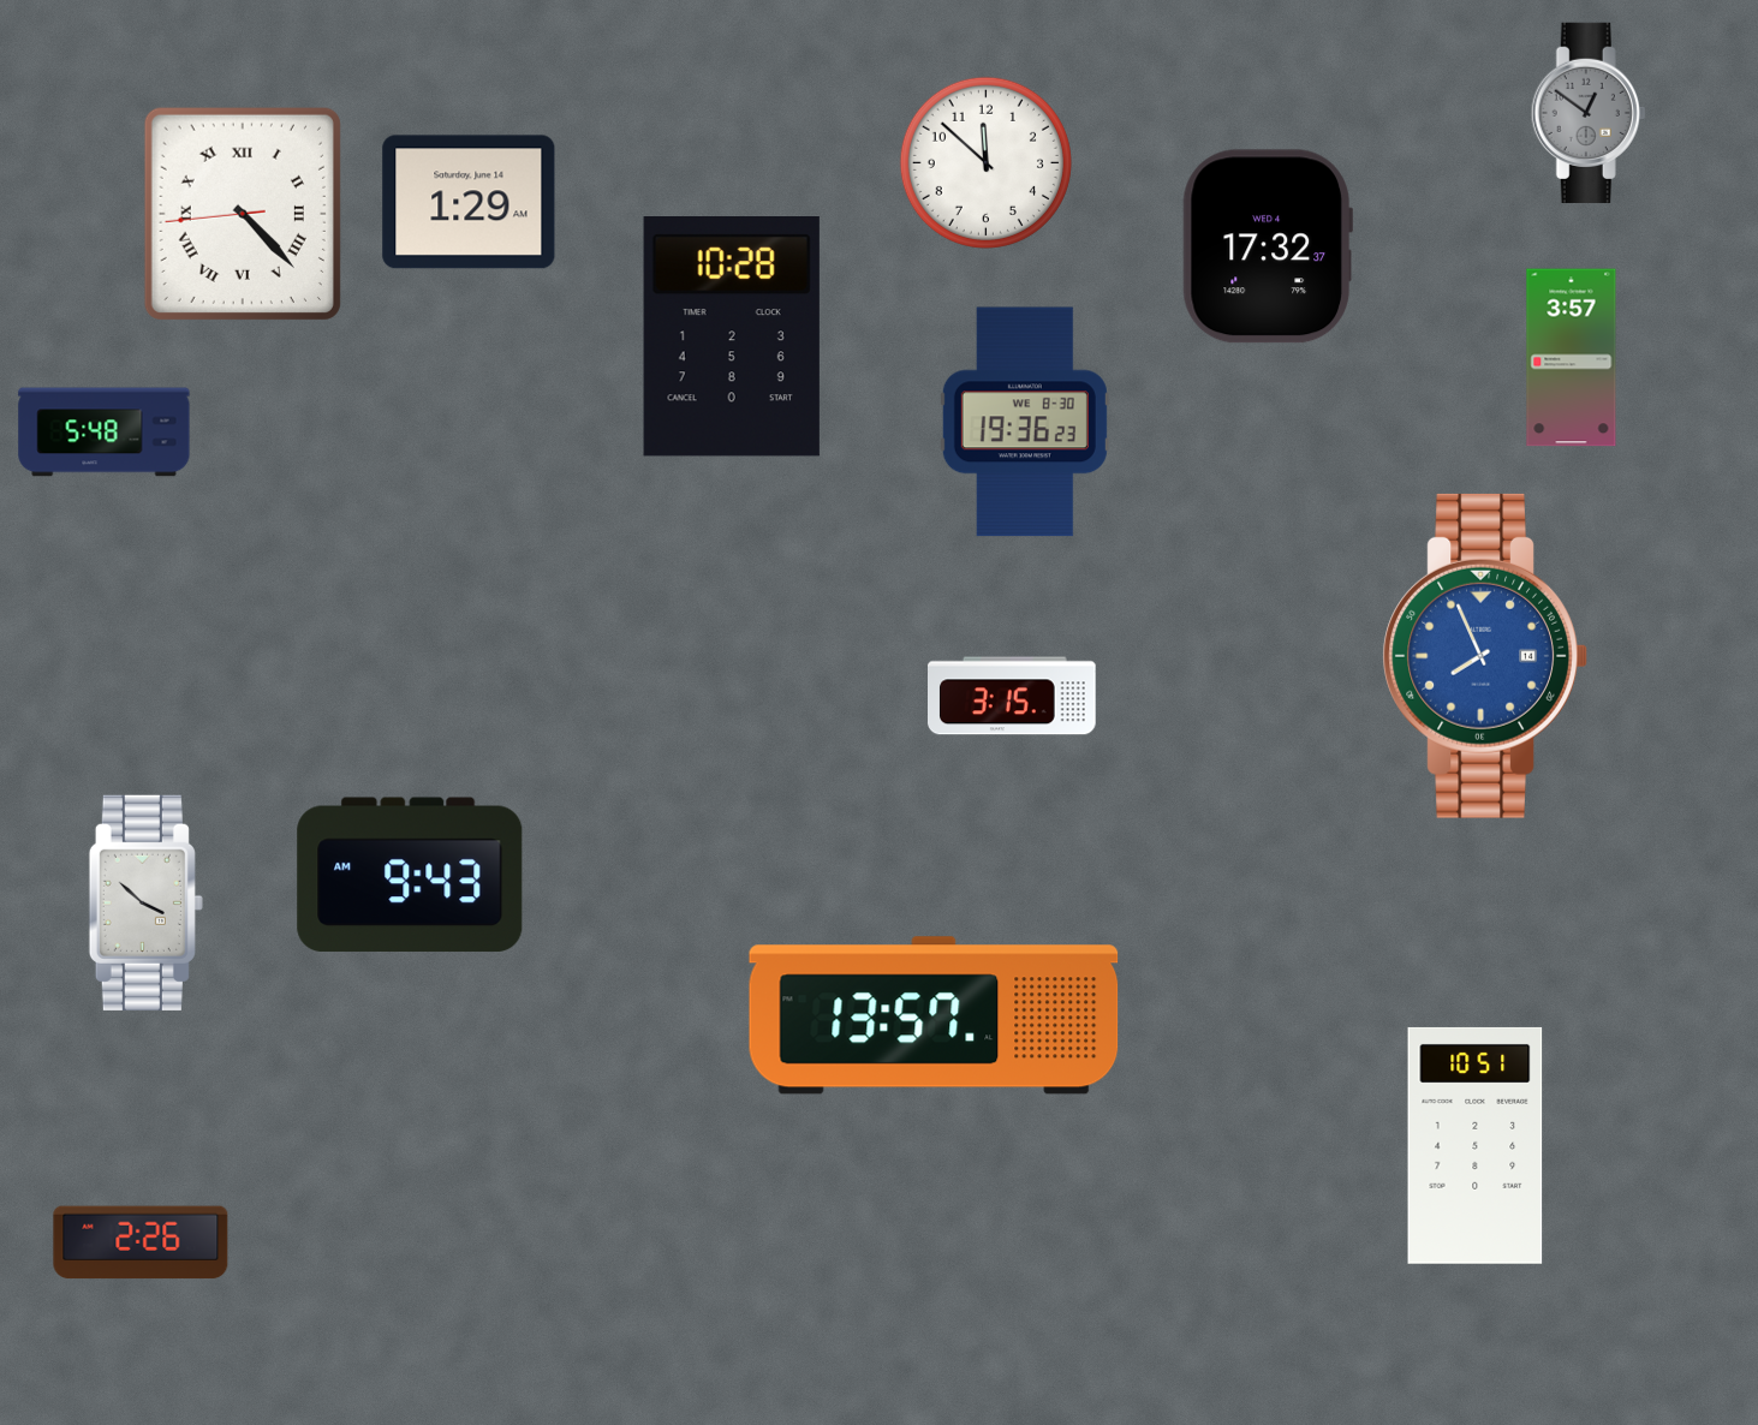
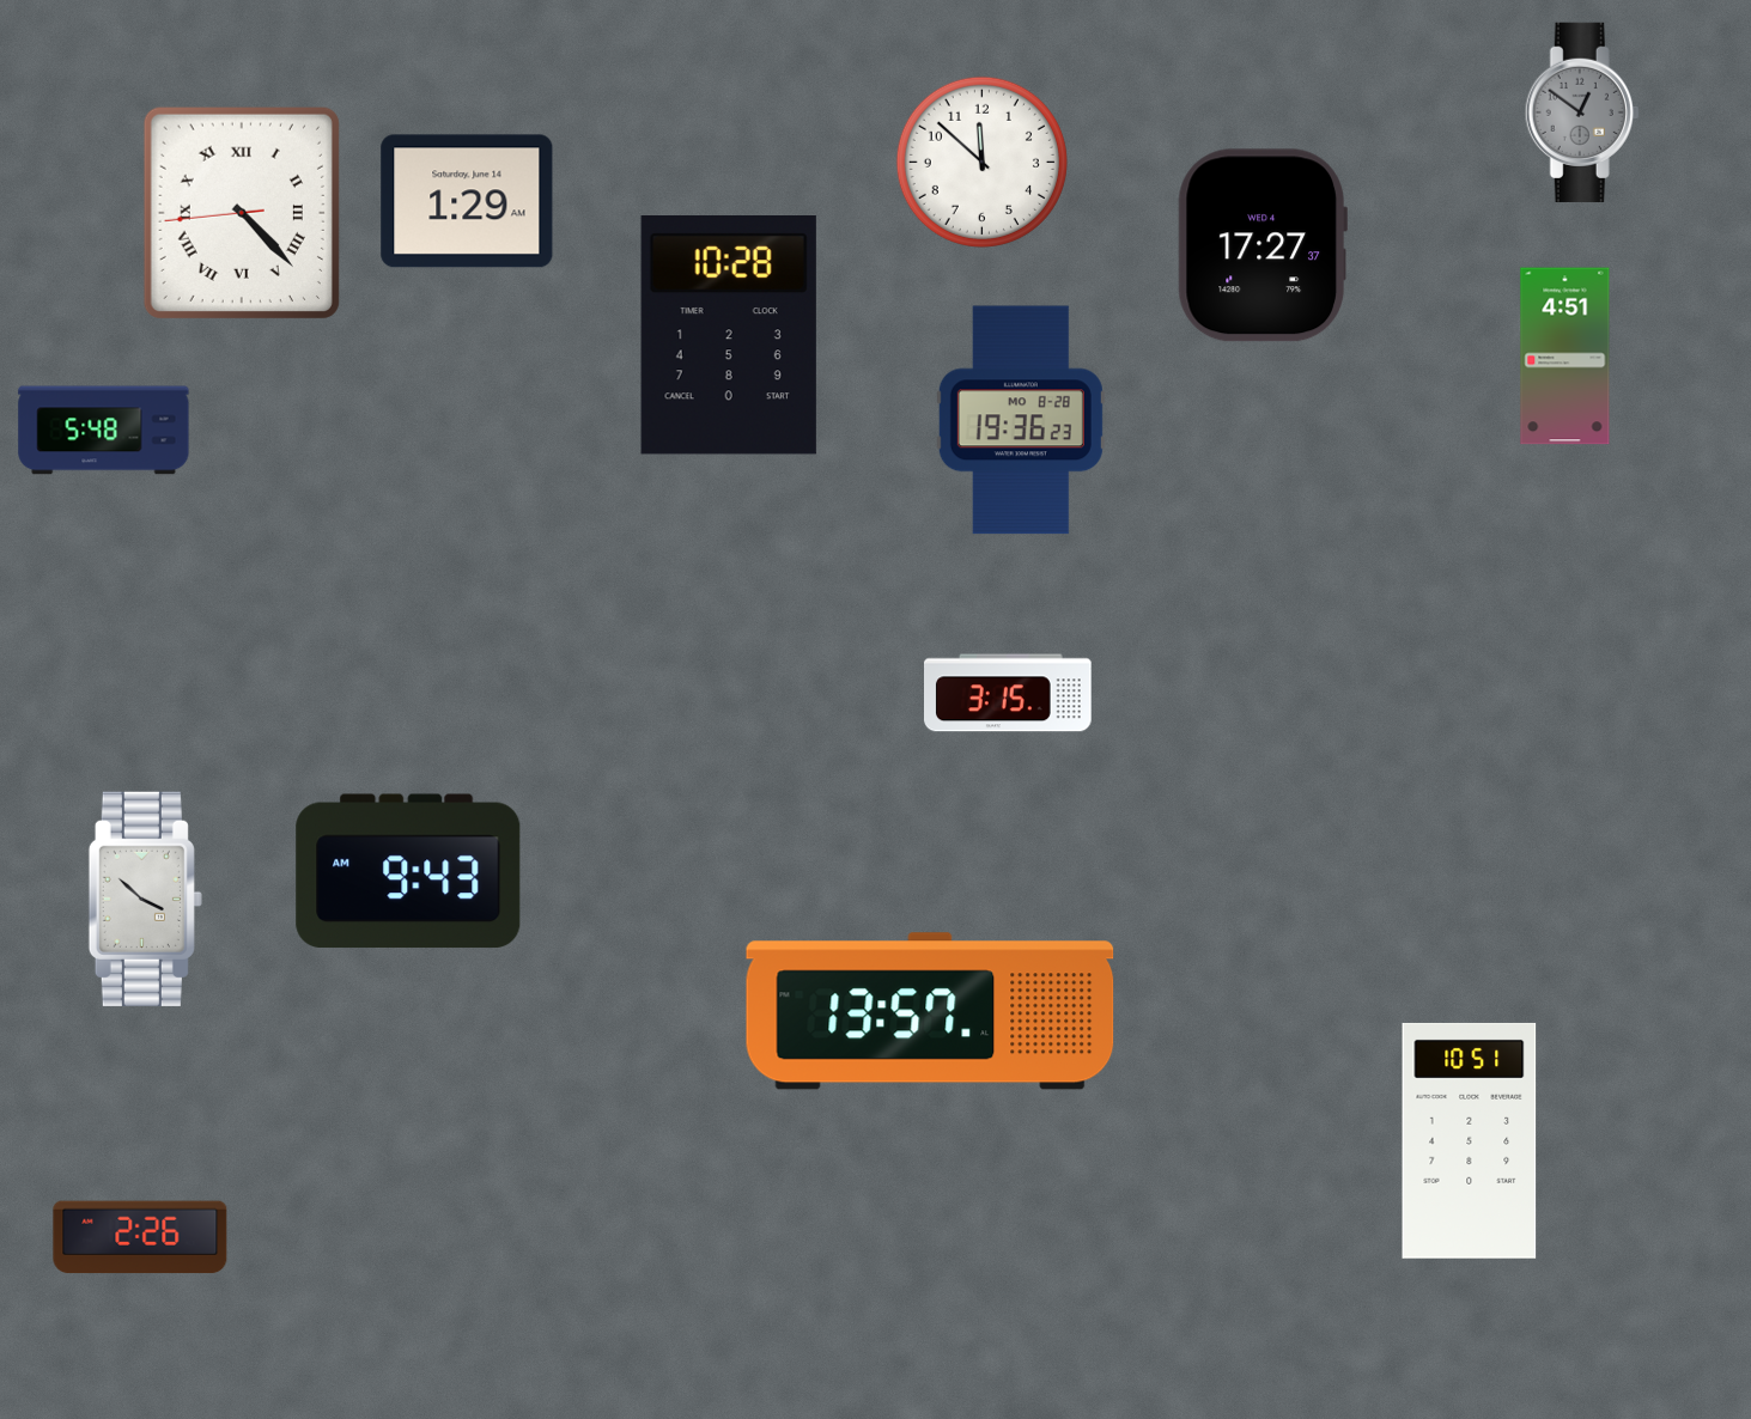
clock at (1268, 246): 17:32 -> 17:27
clock at (1572, 358): 3:57 -> 4:51
clock at (1025, 422) date: WE 8-30 -> MO 8-28
clock at (1485, 656): 7:56 -> none
